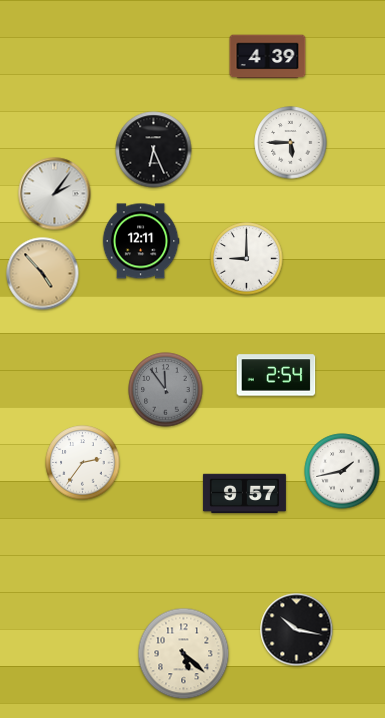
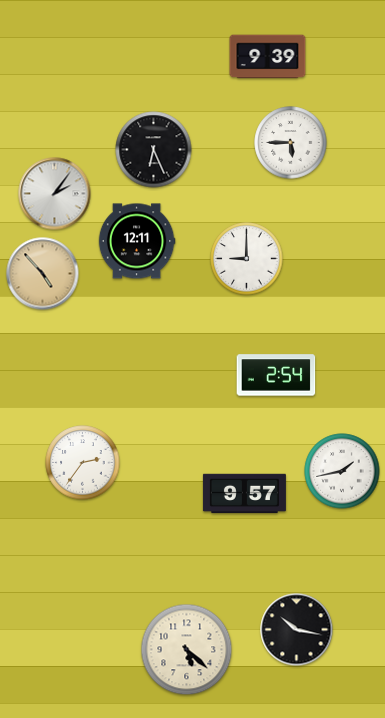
clock at (268, 57): 4:39 -> 9:39
clock at (141, 241) position: (141, 241) -> (137, 241)
clock at (166, 390): 11:54 -> none
clock at (184, 654) position: (184, 654) -> (187, 650)
